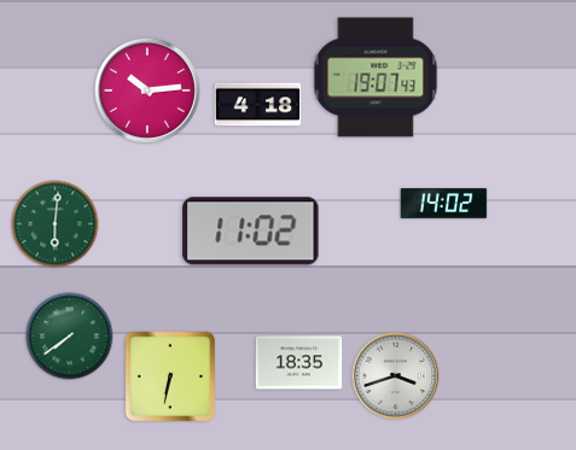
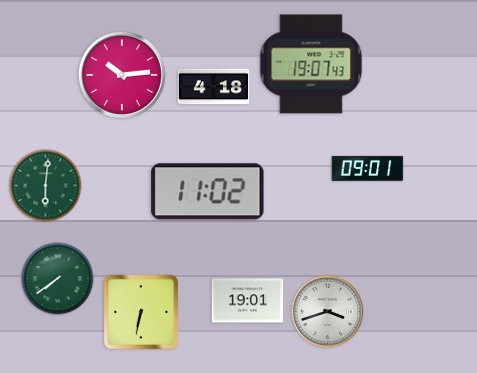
clock at (444, 203): 14:02 -> 09:01
clock at (299, 363): 18:35 -> 19:01
